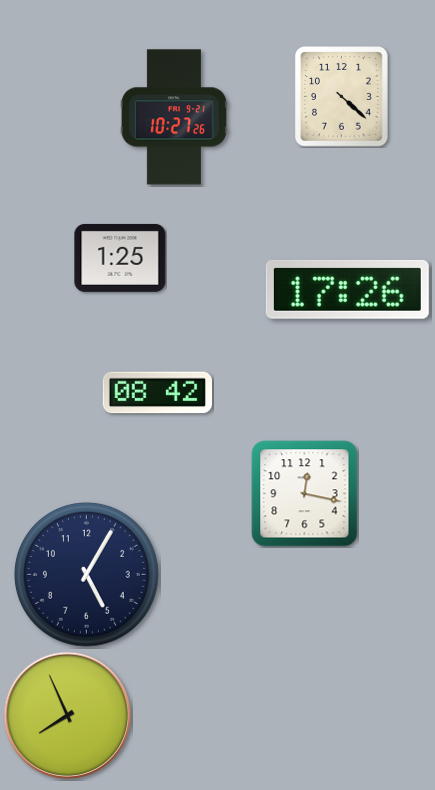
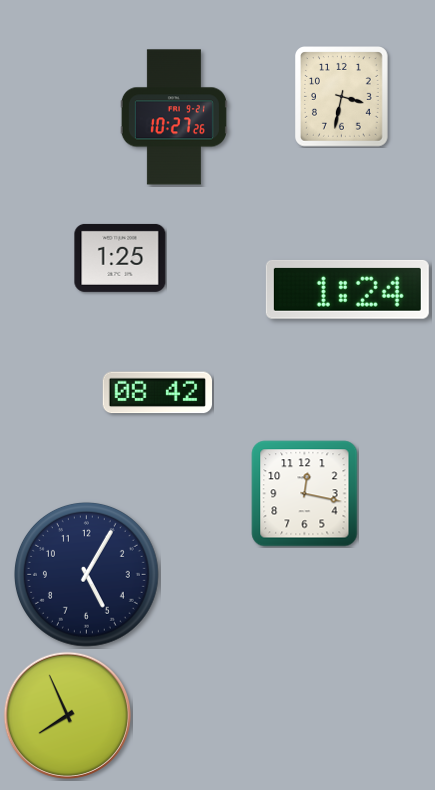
clock at (342, 97): 4:22 -> 3:32
clock at (347, 289): 17:26 -> 1:24
